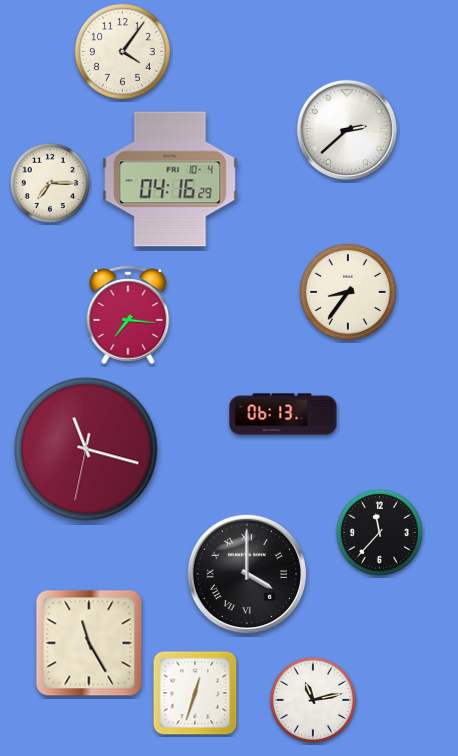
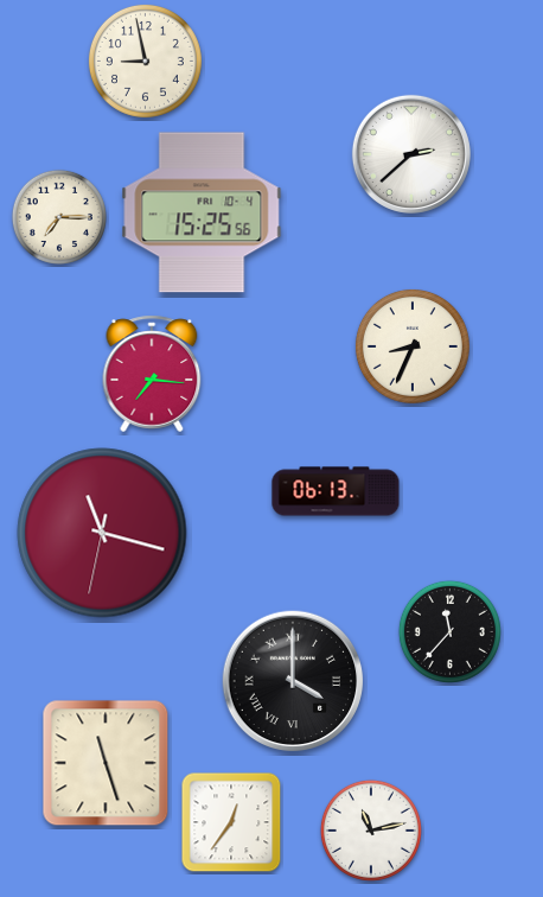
clock at (122, 51): 4:06 -> 8:58
clock at (170, 179): 04:16 -> 15:25
clock at (348, 292): 8:36 -> 8:34
clock at (89, 643): 11:25 -> 11:27
clock at (195, 693): 12:33 -> 12:36
